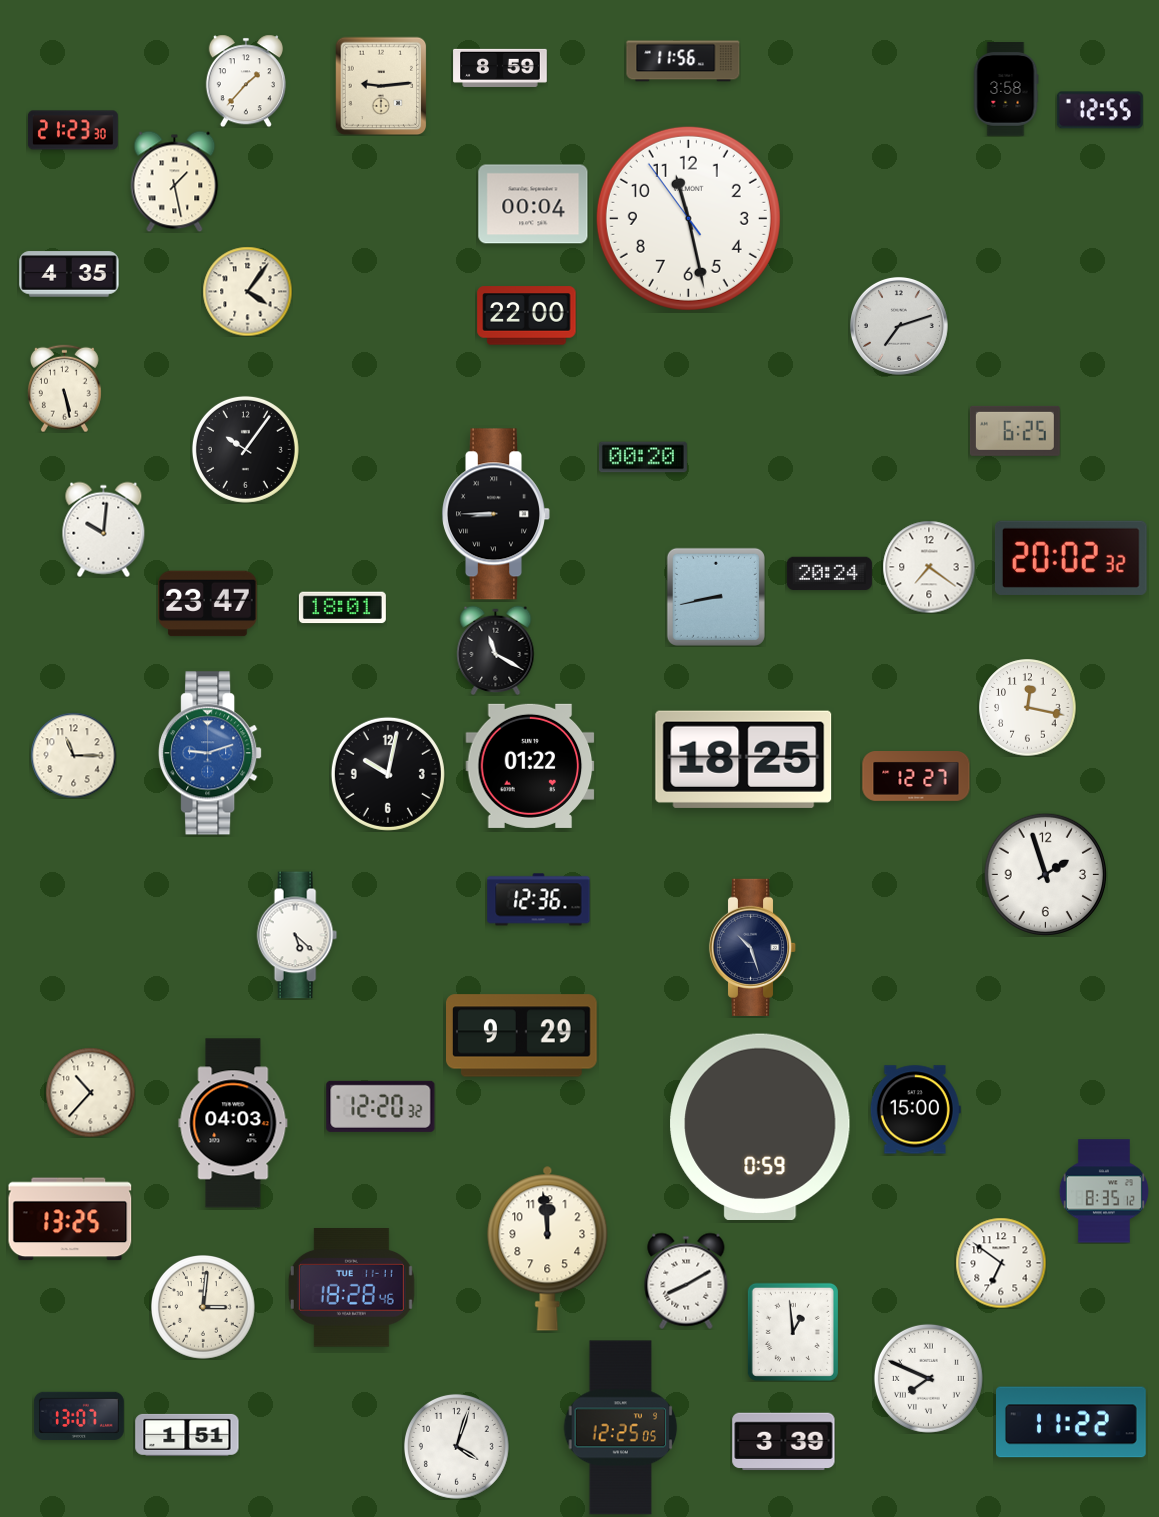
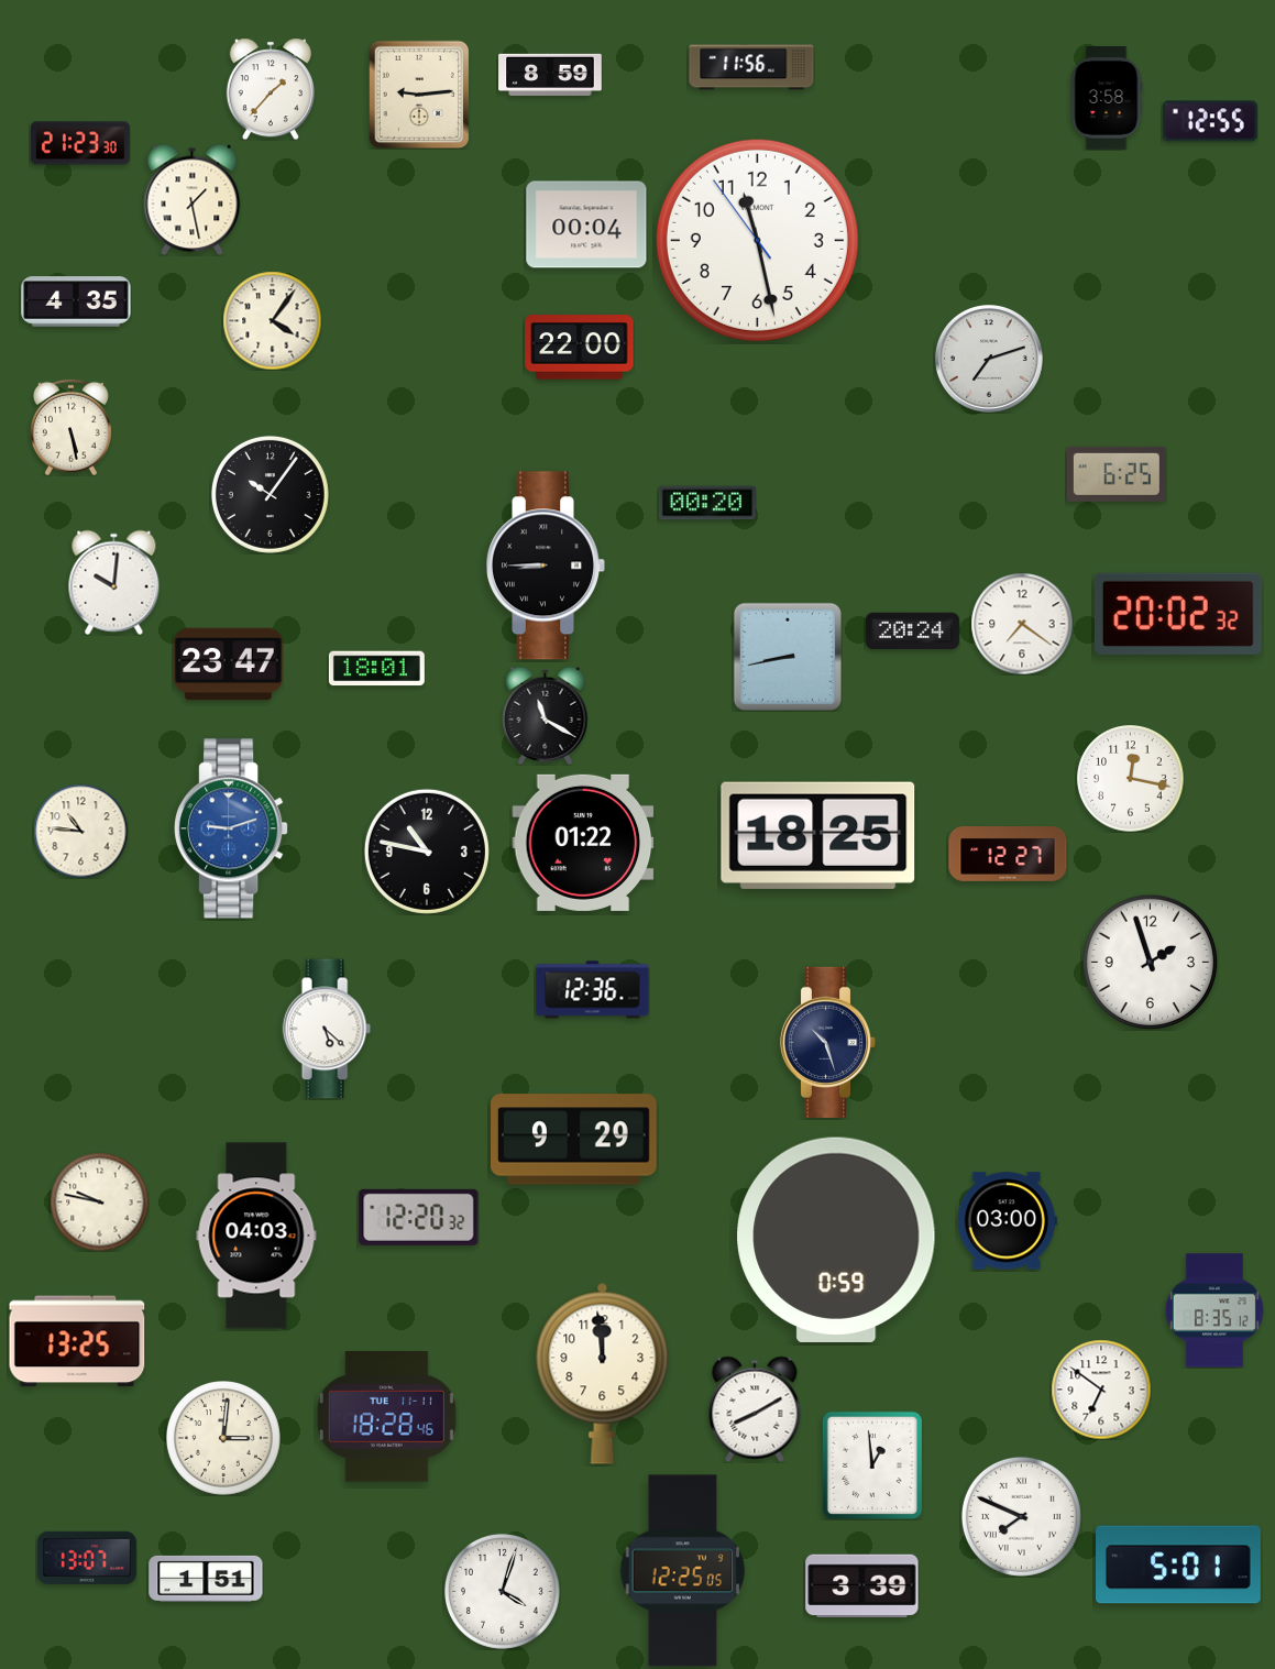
clock at (73, 755): 11:15 -> 10:46
clock at (388, 774): 10:02 -> 10:47
clock at (90, 1092): 10:37 -> 9:47
clock at (915, 1110): 15:00 -> 03:00
clock at (1072, 1422): 11:22 -> 5:01
